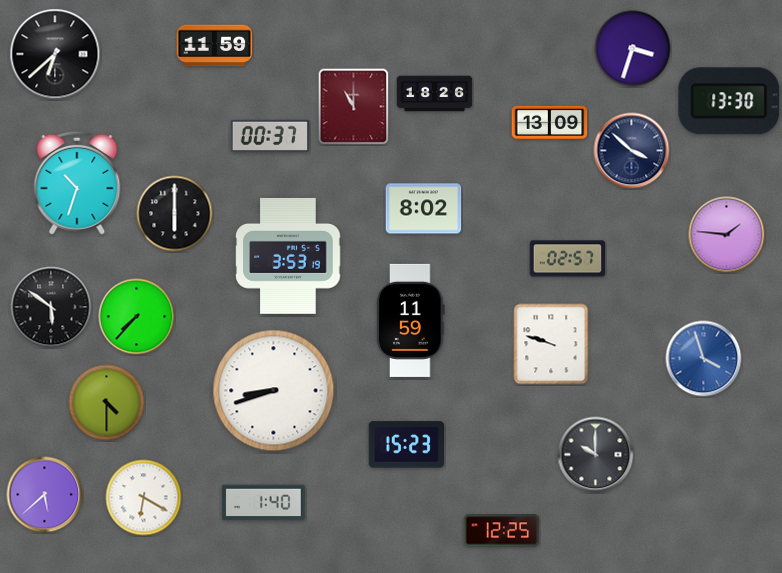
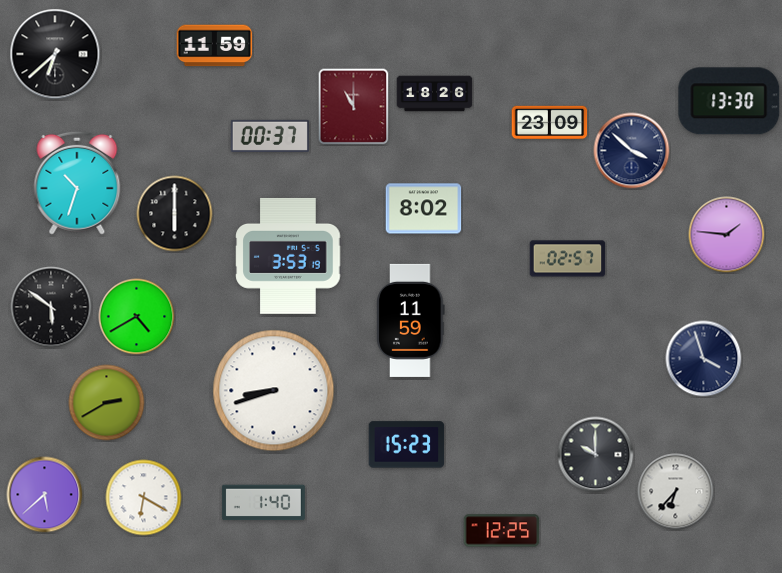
clock at (633, 49): 3:33 -> none
clock at (550, 123): 13:09 -> 23:09
clock at (137, 317): 7:37 -> 4:40
clock at (551, 344): 9:48 -> none
clock at (704, 359) dial: blue -> navy
clock at (107, 403): 4:30 -> 2:40
clock at (676, 492): none -> 6:37
